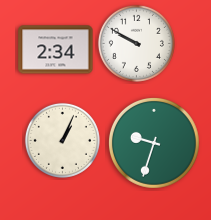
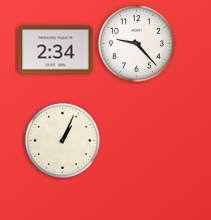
clock at (136, 43): 9:50 -> 9:23
clock at (154, 143): 9:33 -> none
